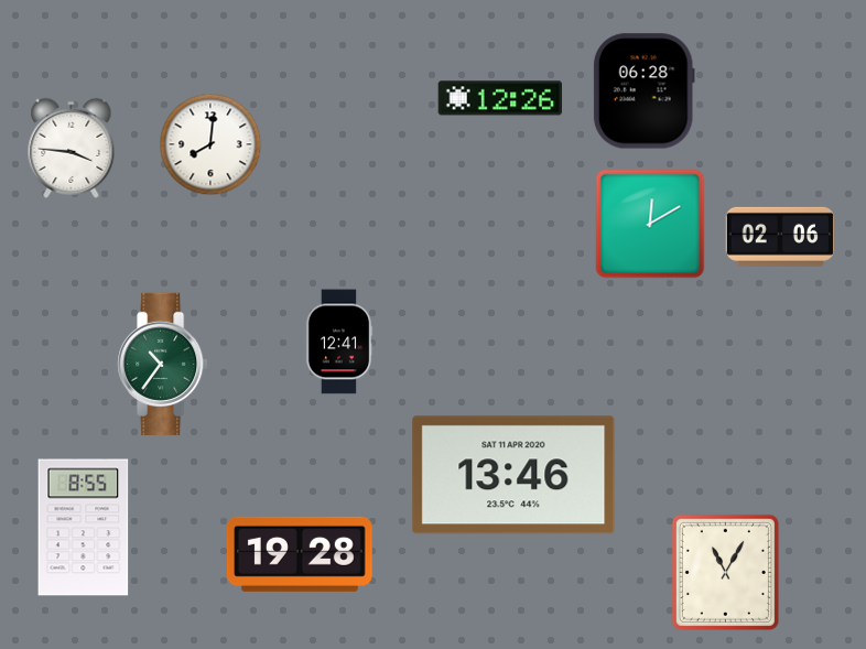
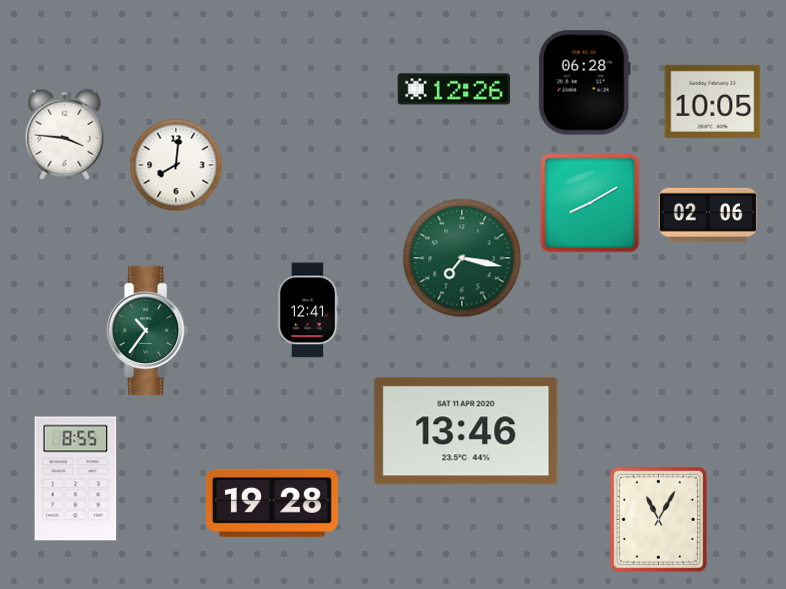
clock at (713, 101): none -> 10:05
clock at (210, 144) position: (210, 144) -> (176, 165)
clock at (650, 224): 12:10 -> 8:10
clock at (462, 258): none -> 7:17
